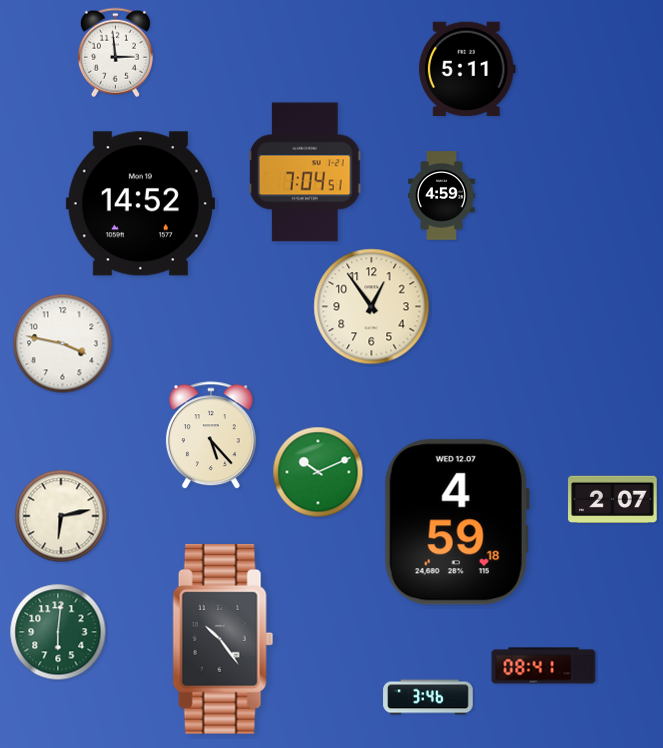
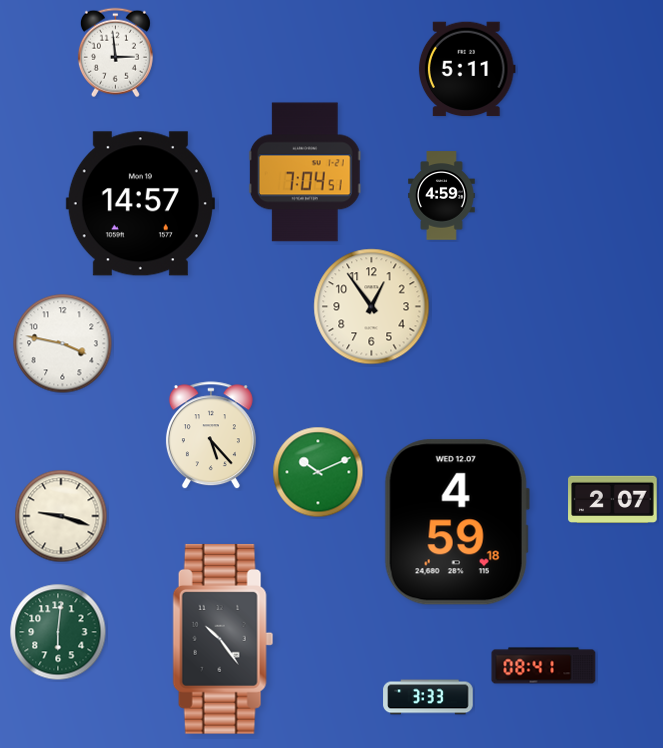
clock at (140, 204): 14:52 -> 14:57
clock at (61, 516): 6:13 -> 9:18
clock at (428, 697): 3:46 -> 3:33
